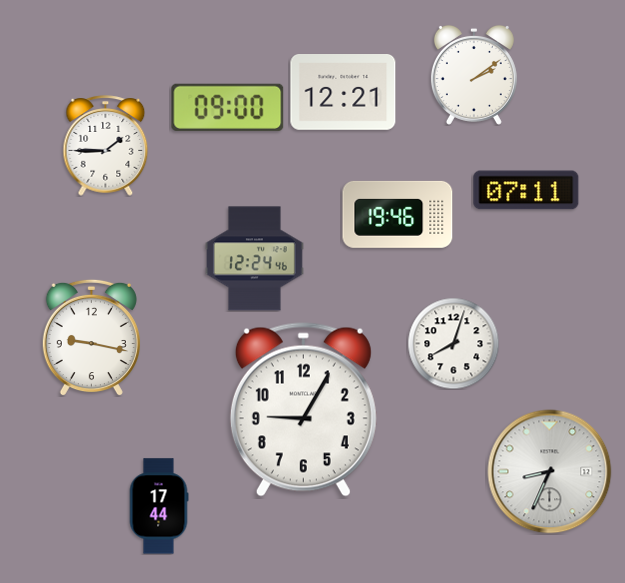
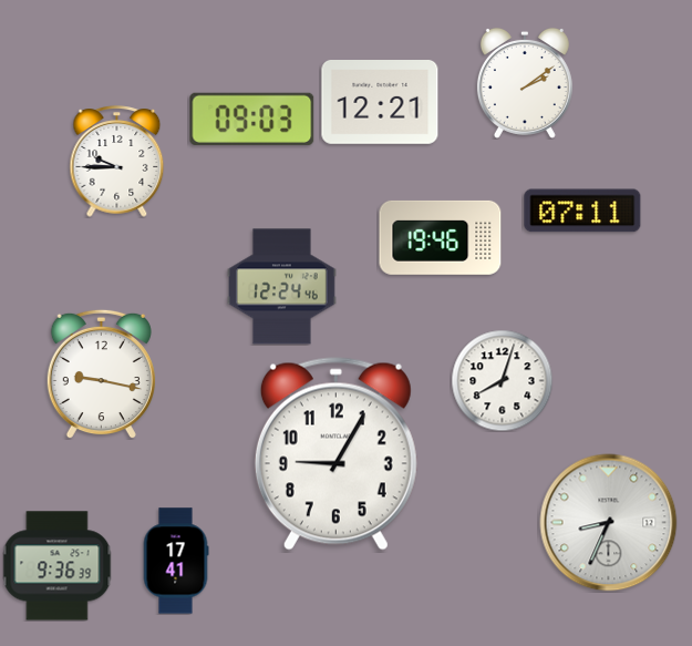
clock at (228, 107): 09:00 -> 09:03
clock at (106, 146): 1:45 -> 9:45
clock at (159, 506): 17:44 -> 17:41
clock at (58, 566): none -> 9:36
